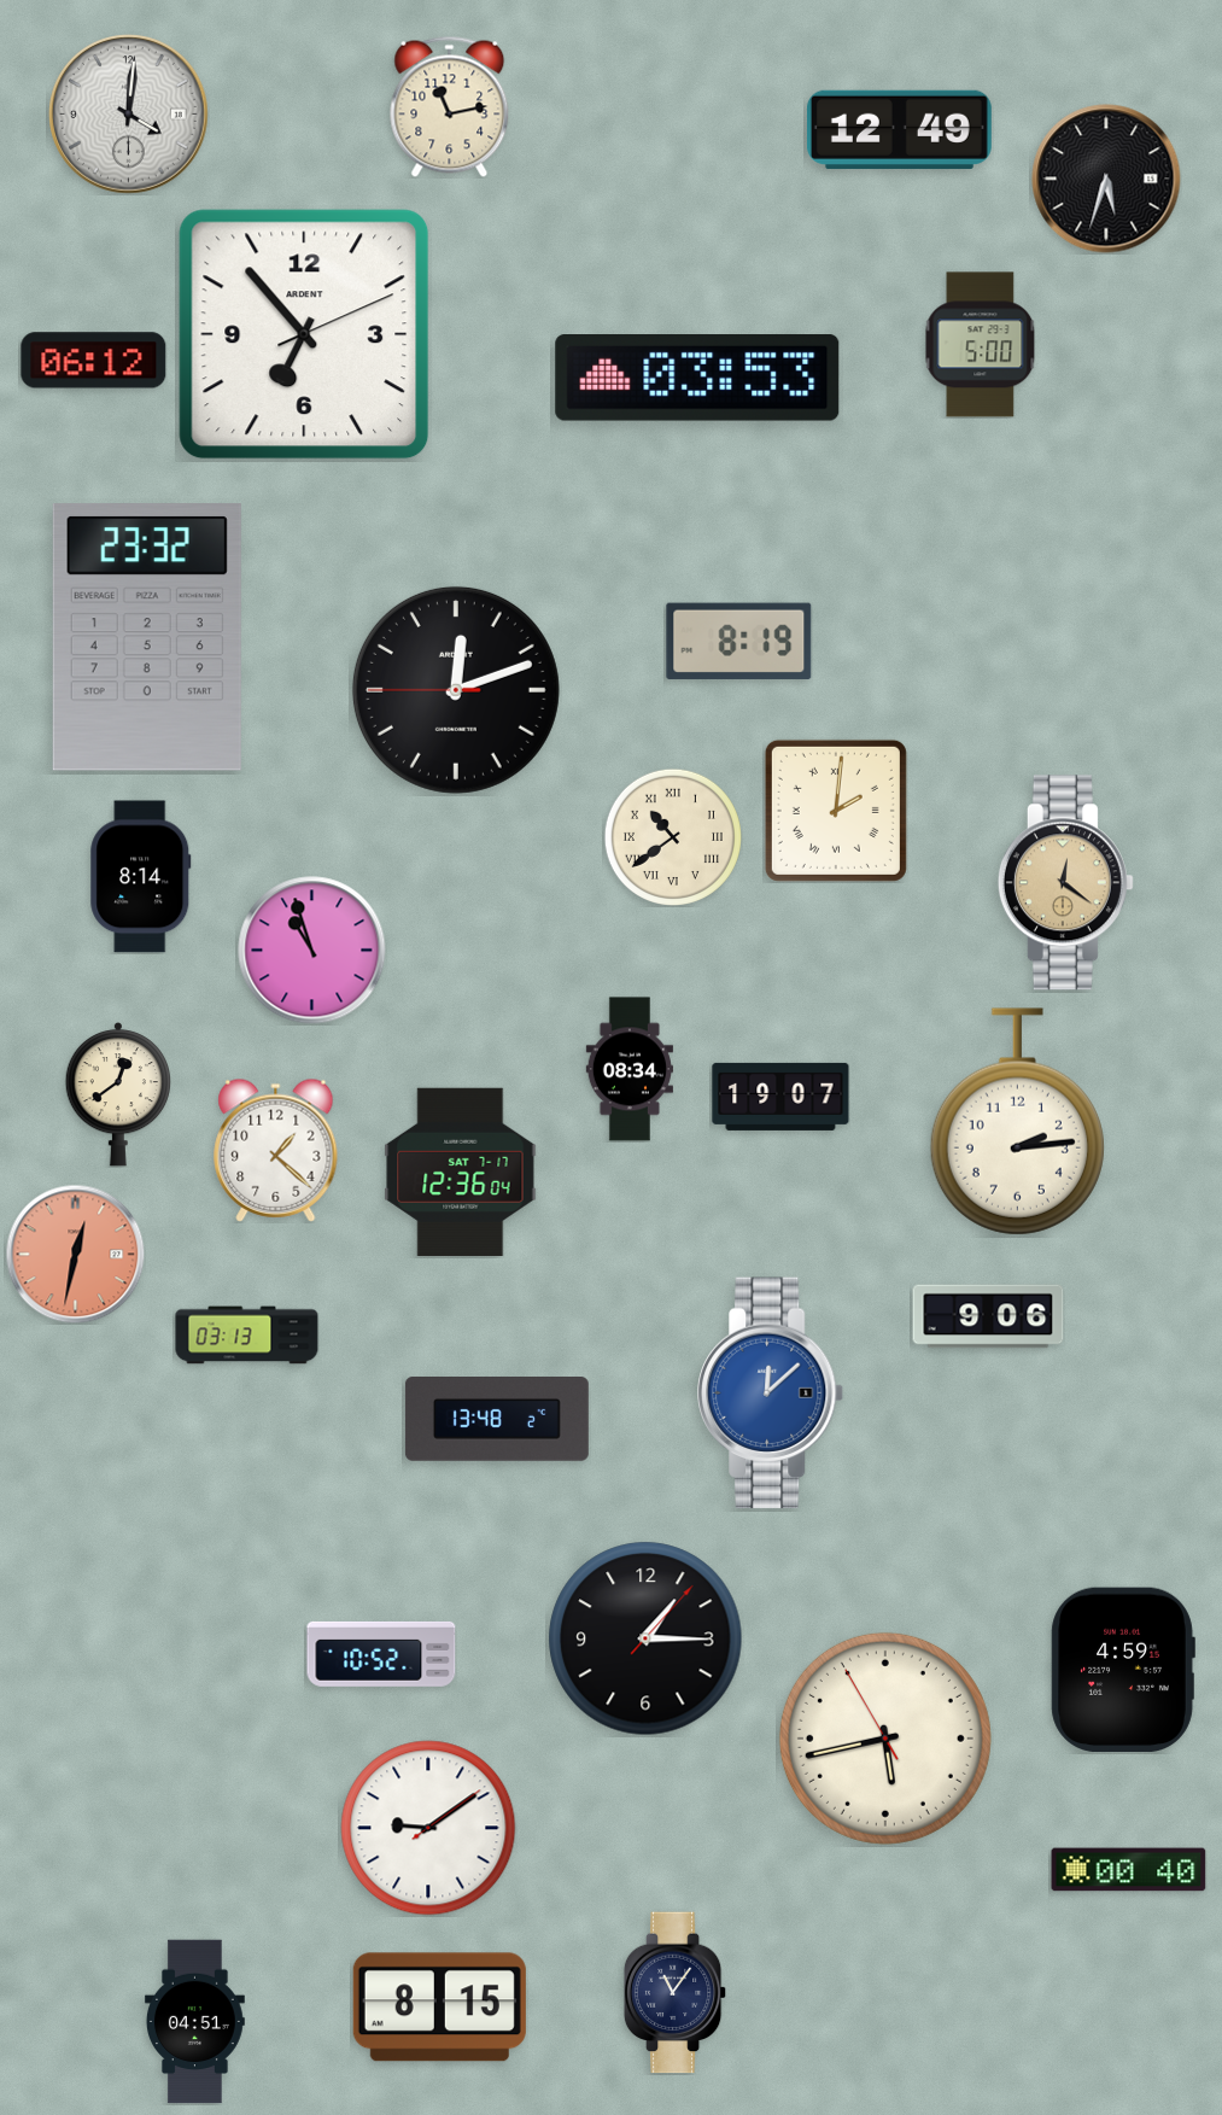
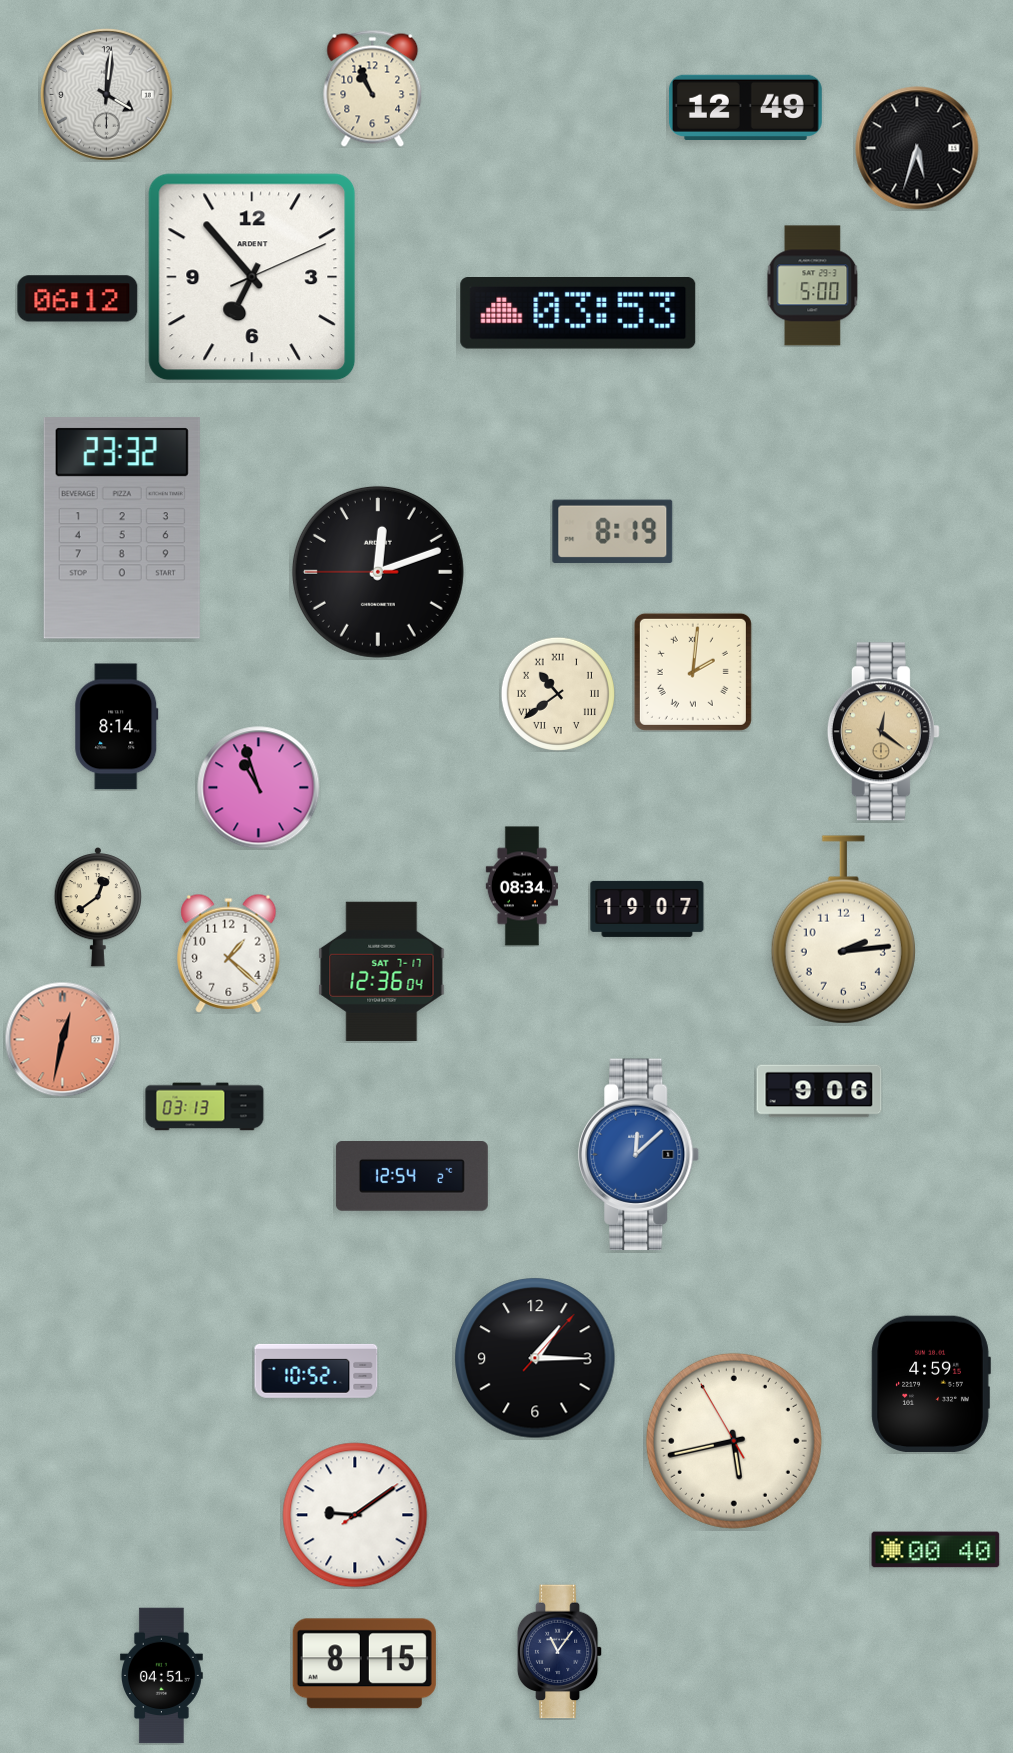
clock at (450, 106): 11:13 -> 10:56
clock at (497, 1420): 13:48 -> 12:54
